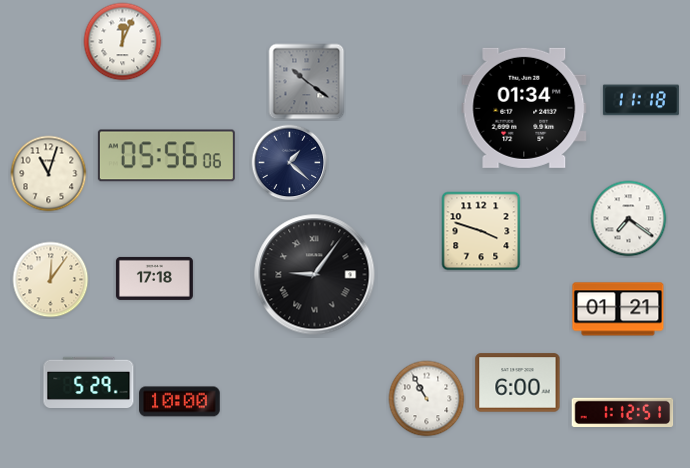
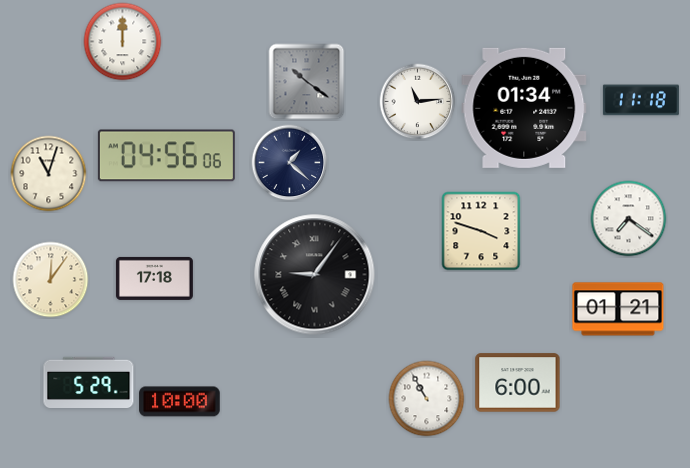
clock at (123, 42): 12:04 -> 12:00
clock at (418, 102): none -> 11:14
clock at (166, 156): 05:56 -> 04:56
clock at (623, 413): 1:12 -> none
